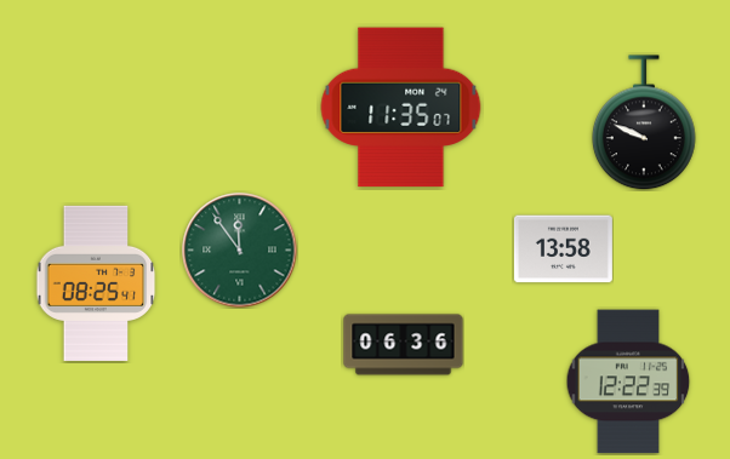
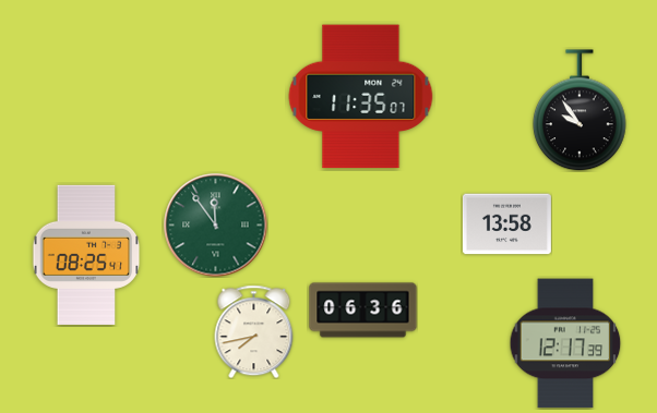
clock at (645, 122): 9:49 -> 9:54
clock at (254, 331): none -> 7:43
clock at (628, 381): 12:22 -> 12:17
